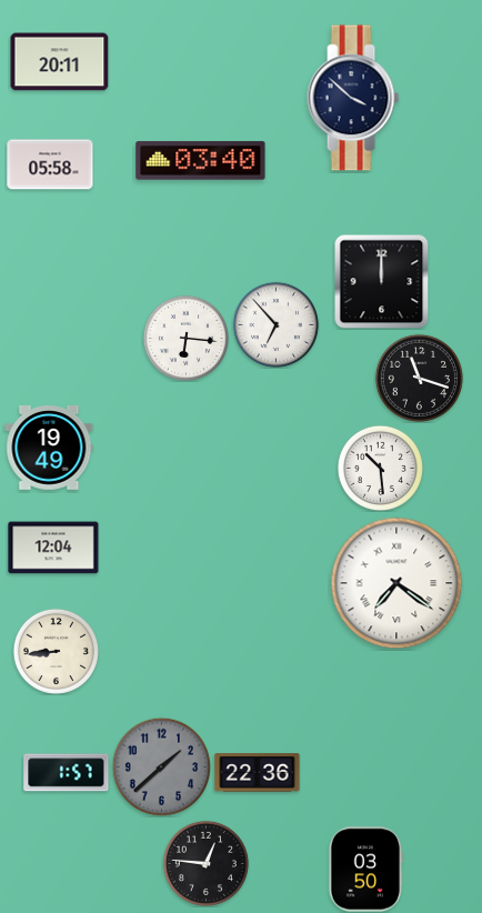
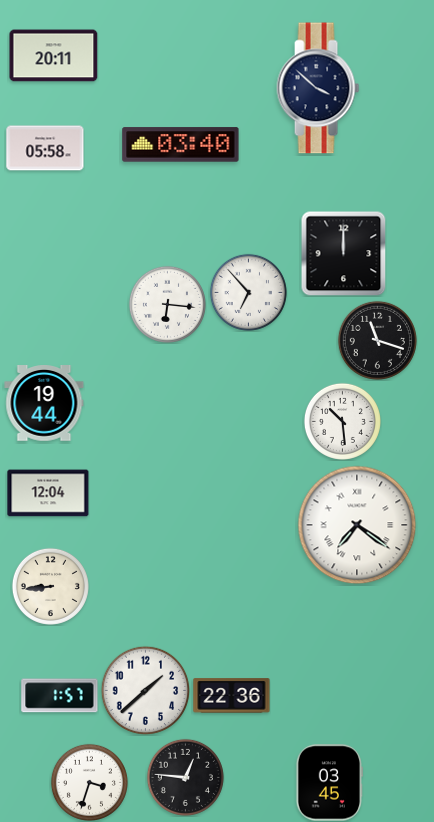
clock at (49, 449): 19:49 -> 19:44
clock at (161, 766) dial: grey -> white
clock at (89, 782): none -> 3:33
clock at (365, 870): 03:50 -> 03:45
